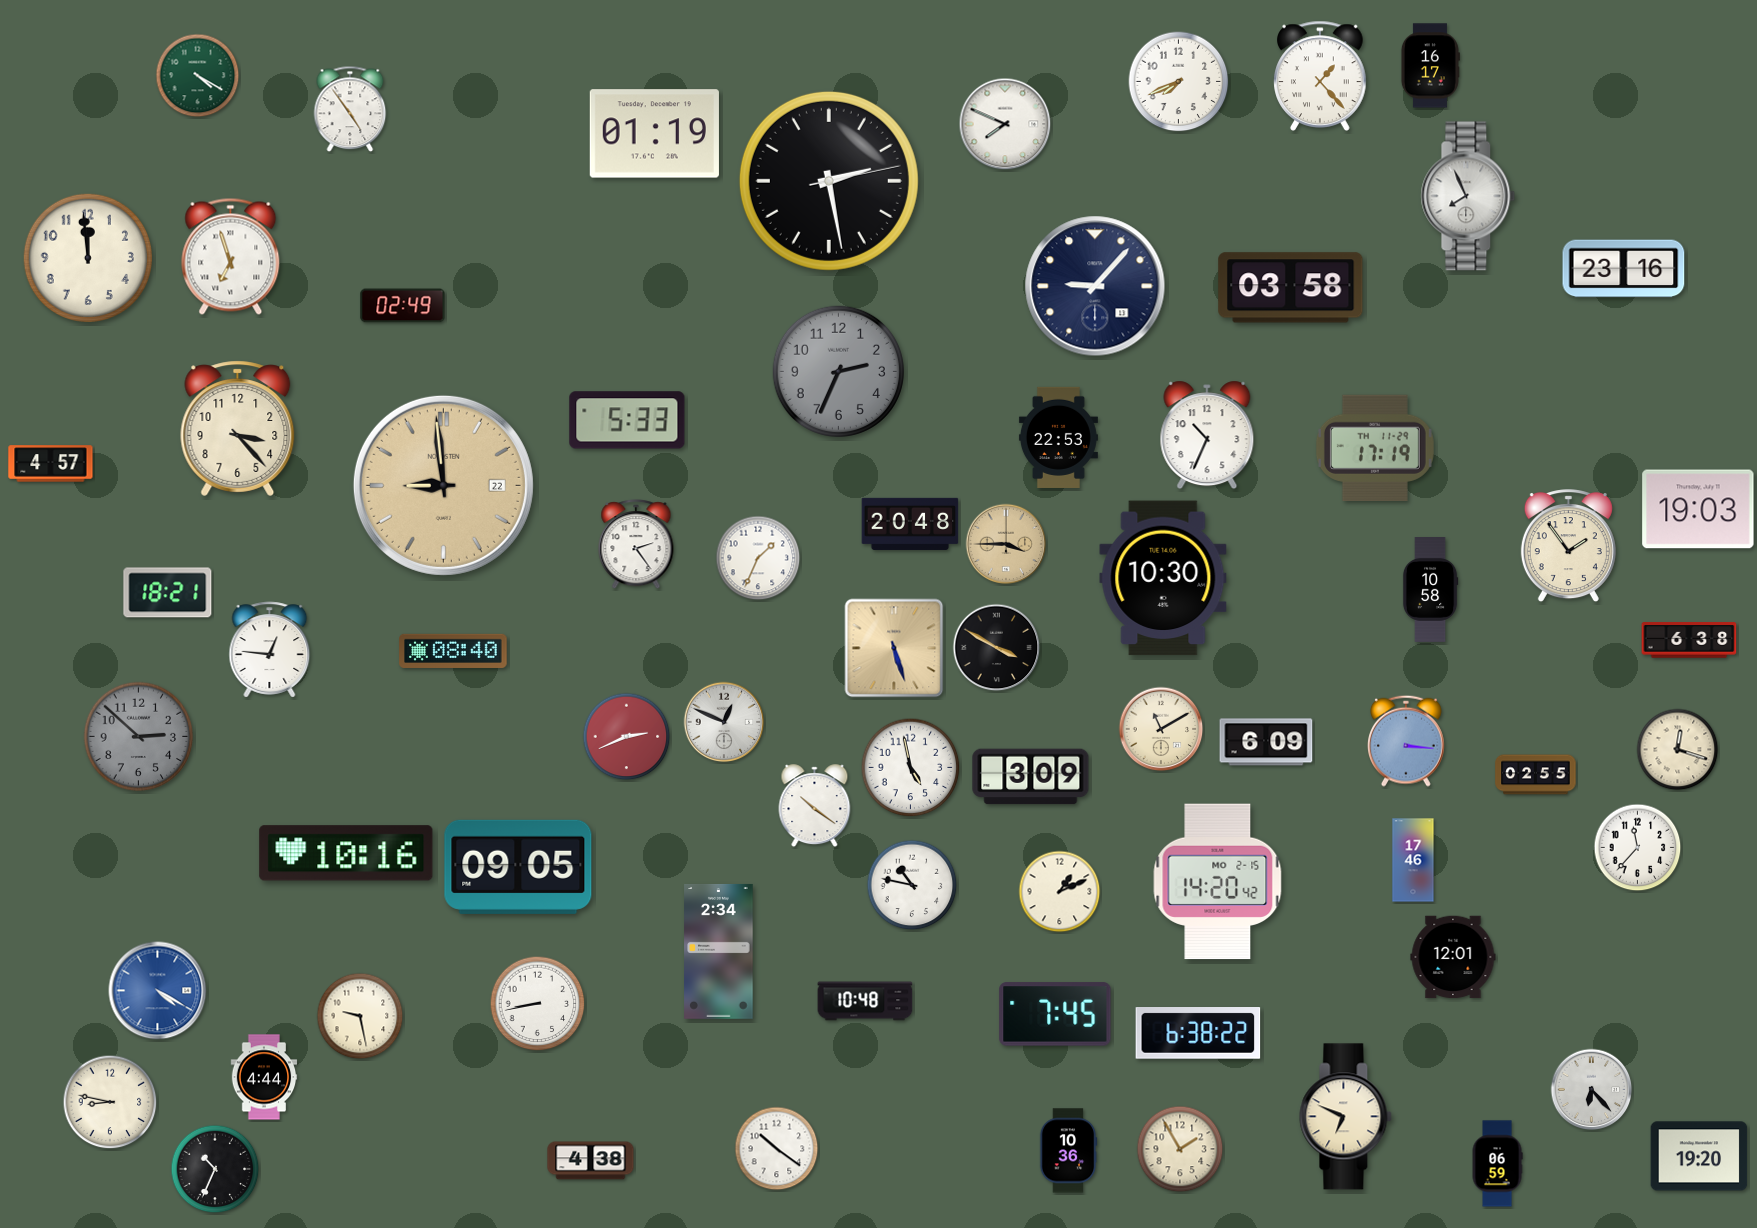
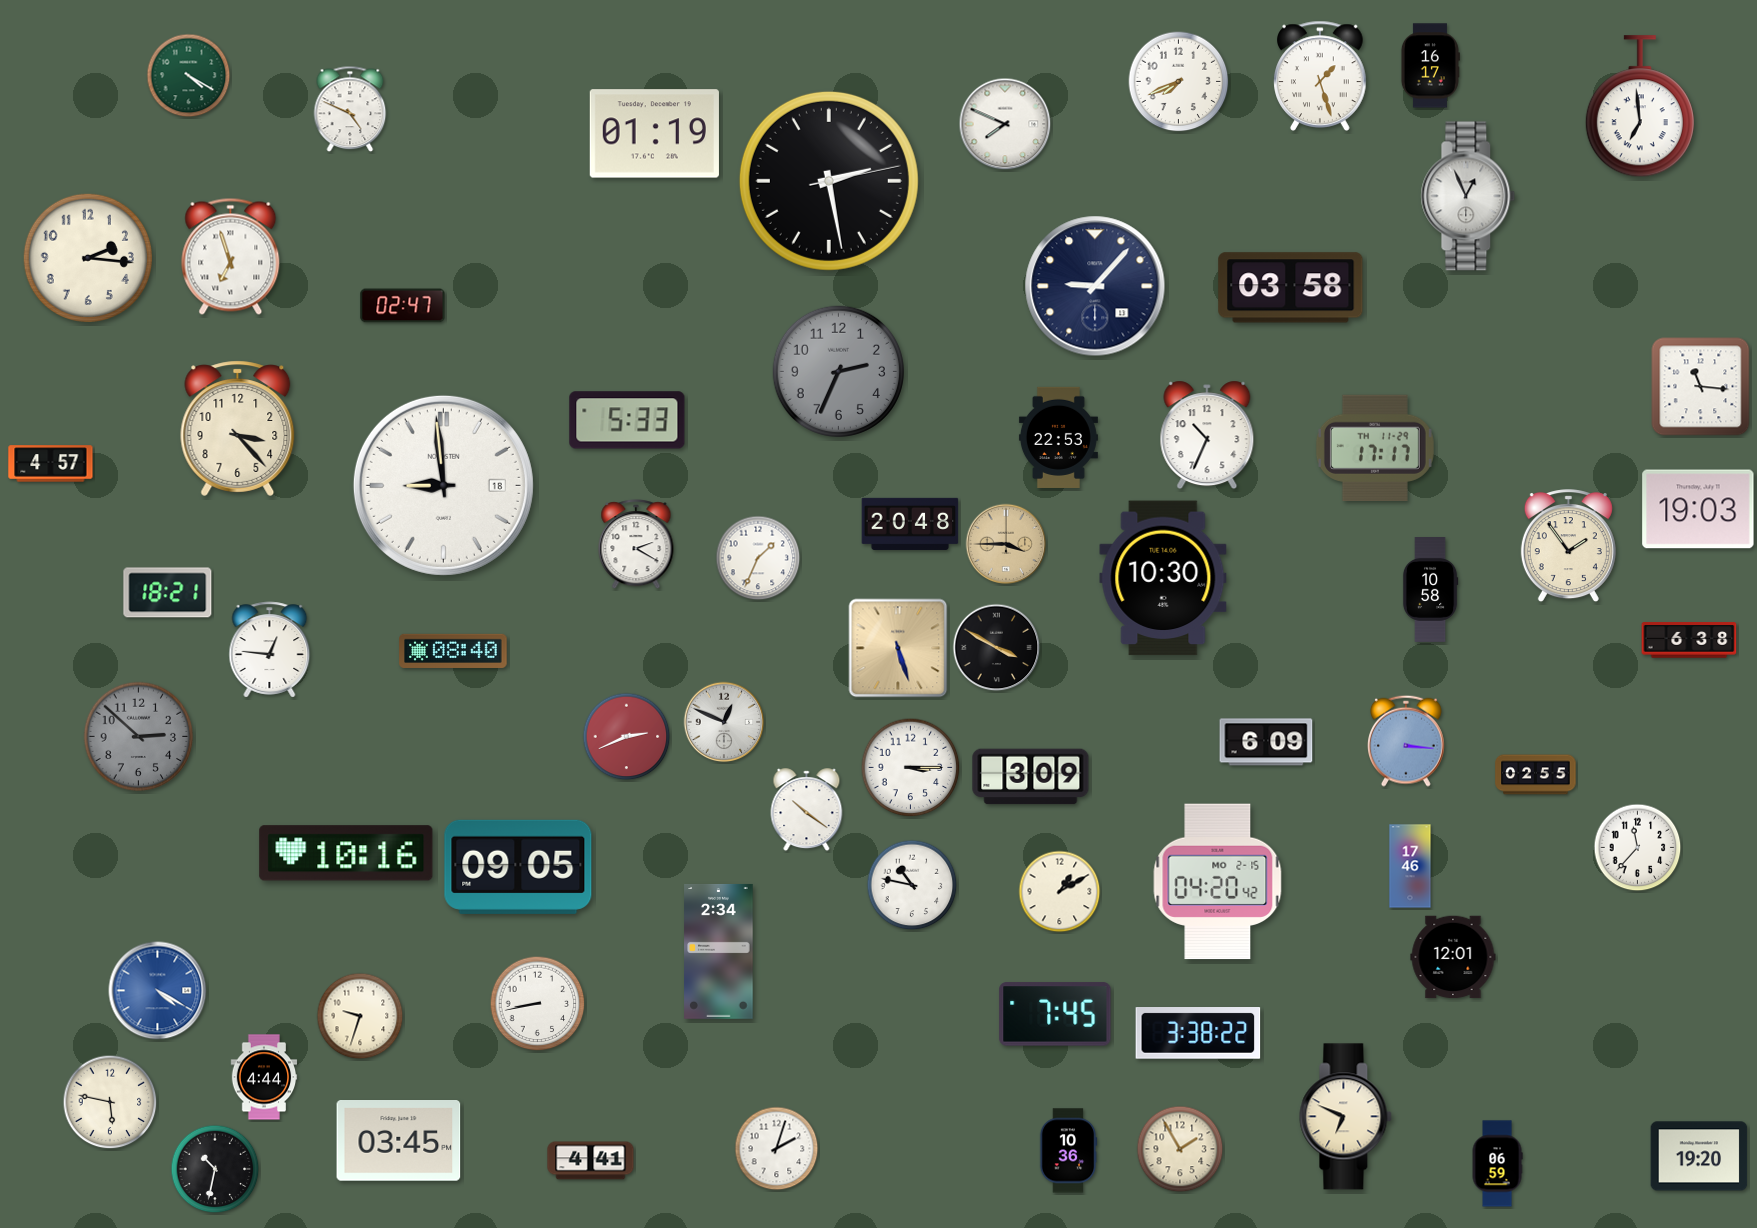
clock at (198, 76) position: (198, 76) -> (189, 76)
clock at (1320, 76): 1:23 -> 1:27
clock at (1640, 107): none -> 6:59
clock at (350, 109): 4:54 -> 4:49
clock at (1468, 196): 7:56 -> 12:56
clock at (87, 257): 11:59 -> 2:16
clock at (1624, 269): 23:16 -> none
clock at (403, 306): 02:49 -> 02:47
clock at (1701, 387): none -> 11:16
clock at (1375, 447): 17:19 -> 17:17
clock at (443, 485) date: 22 -> 18
clock at (443, 485) dial: champagne -> white
clock at (636, 545): 2:24 -> 2:20
clock at (894, 648) position: (894, 648) -> (898, 648)
clock at (1161, 729): 11:10 -> none
clock at (1678, 750): 12:18 -> none
clock at (911, 768): 4:58 -> 3:15
clock at (815, 806) position: (815, 806) -> (807, 810)
clock at (1413, 860) position: (1413, 860) -> (1410, 866)
clock at (1218, 882): 14:20 -> 04:20
clock at (1060, 892): 1:11 -> 1:10
clock at (865, 1001): 10:48 -> none
clock at (360, 1016): 9:28 -> 9:33
clock at (1198, 1034): 6:38 -> 3:38
clock at (1592, 1090): 6:23 -> none
clock at (110, 1102): 8:47 -> 5:47
clock at (399, 1141): none -> 03:45
clock at (777, 1149): 10:21 -> 2:03
clock at (591, 1161): 4:38 -> 4:41
clock at (215, 1169): 10:34 -> 10:32
